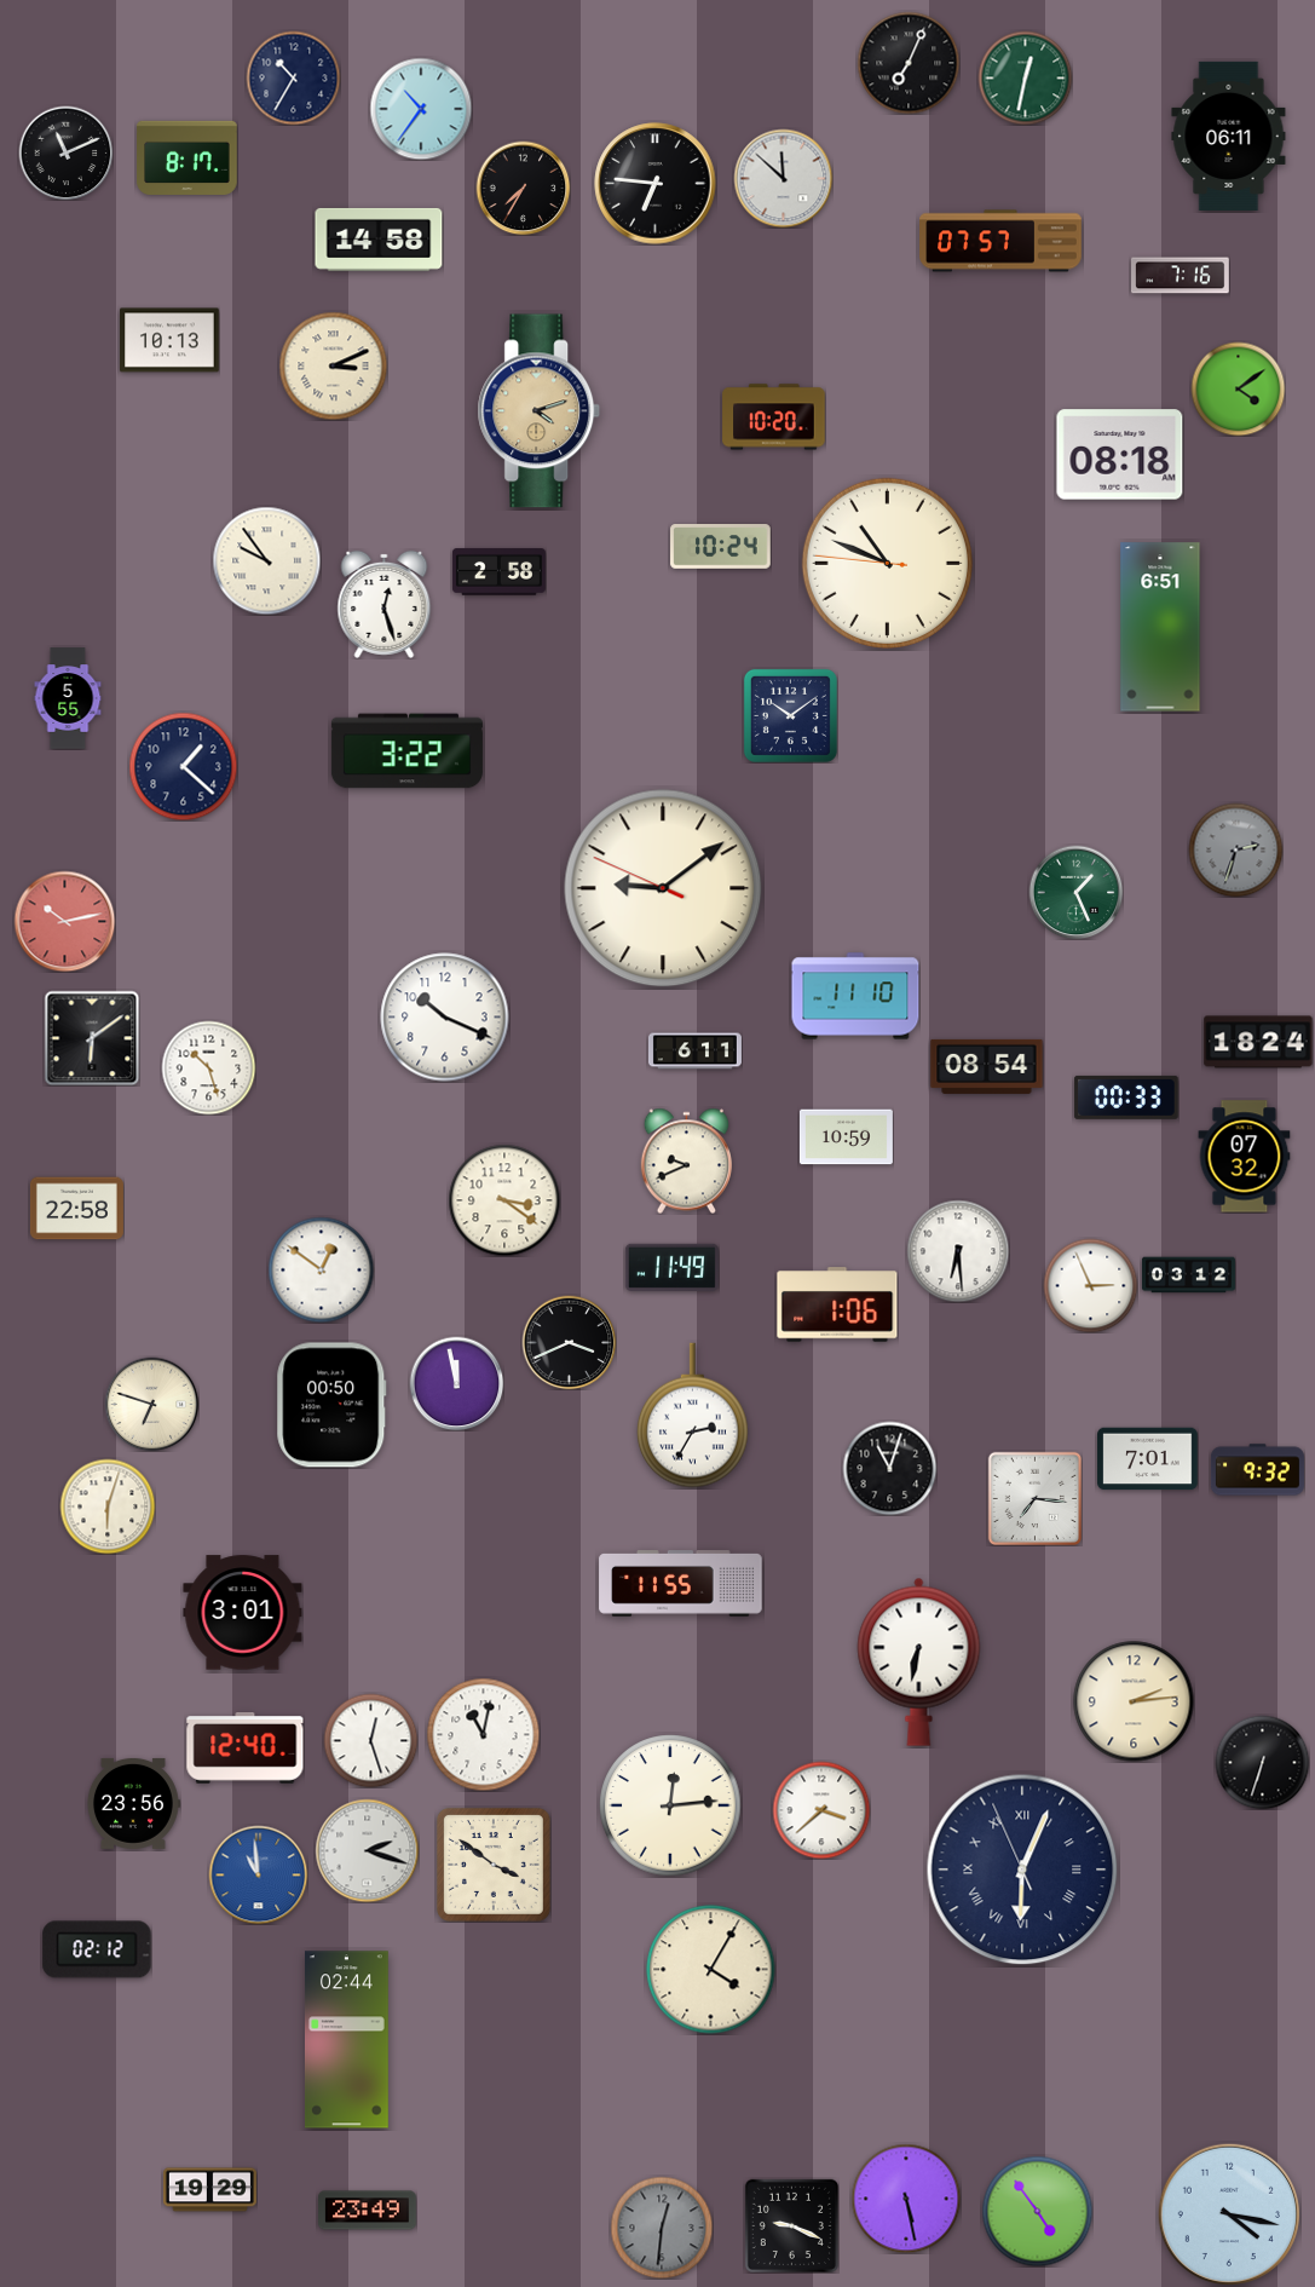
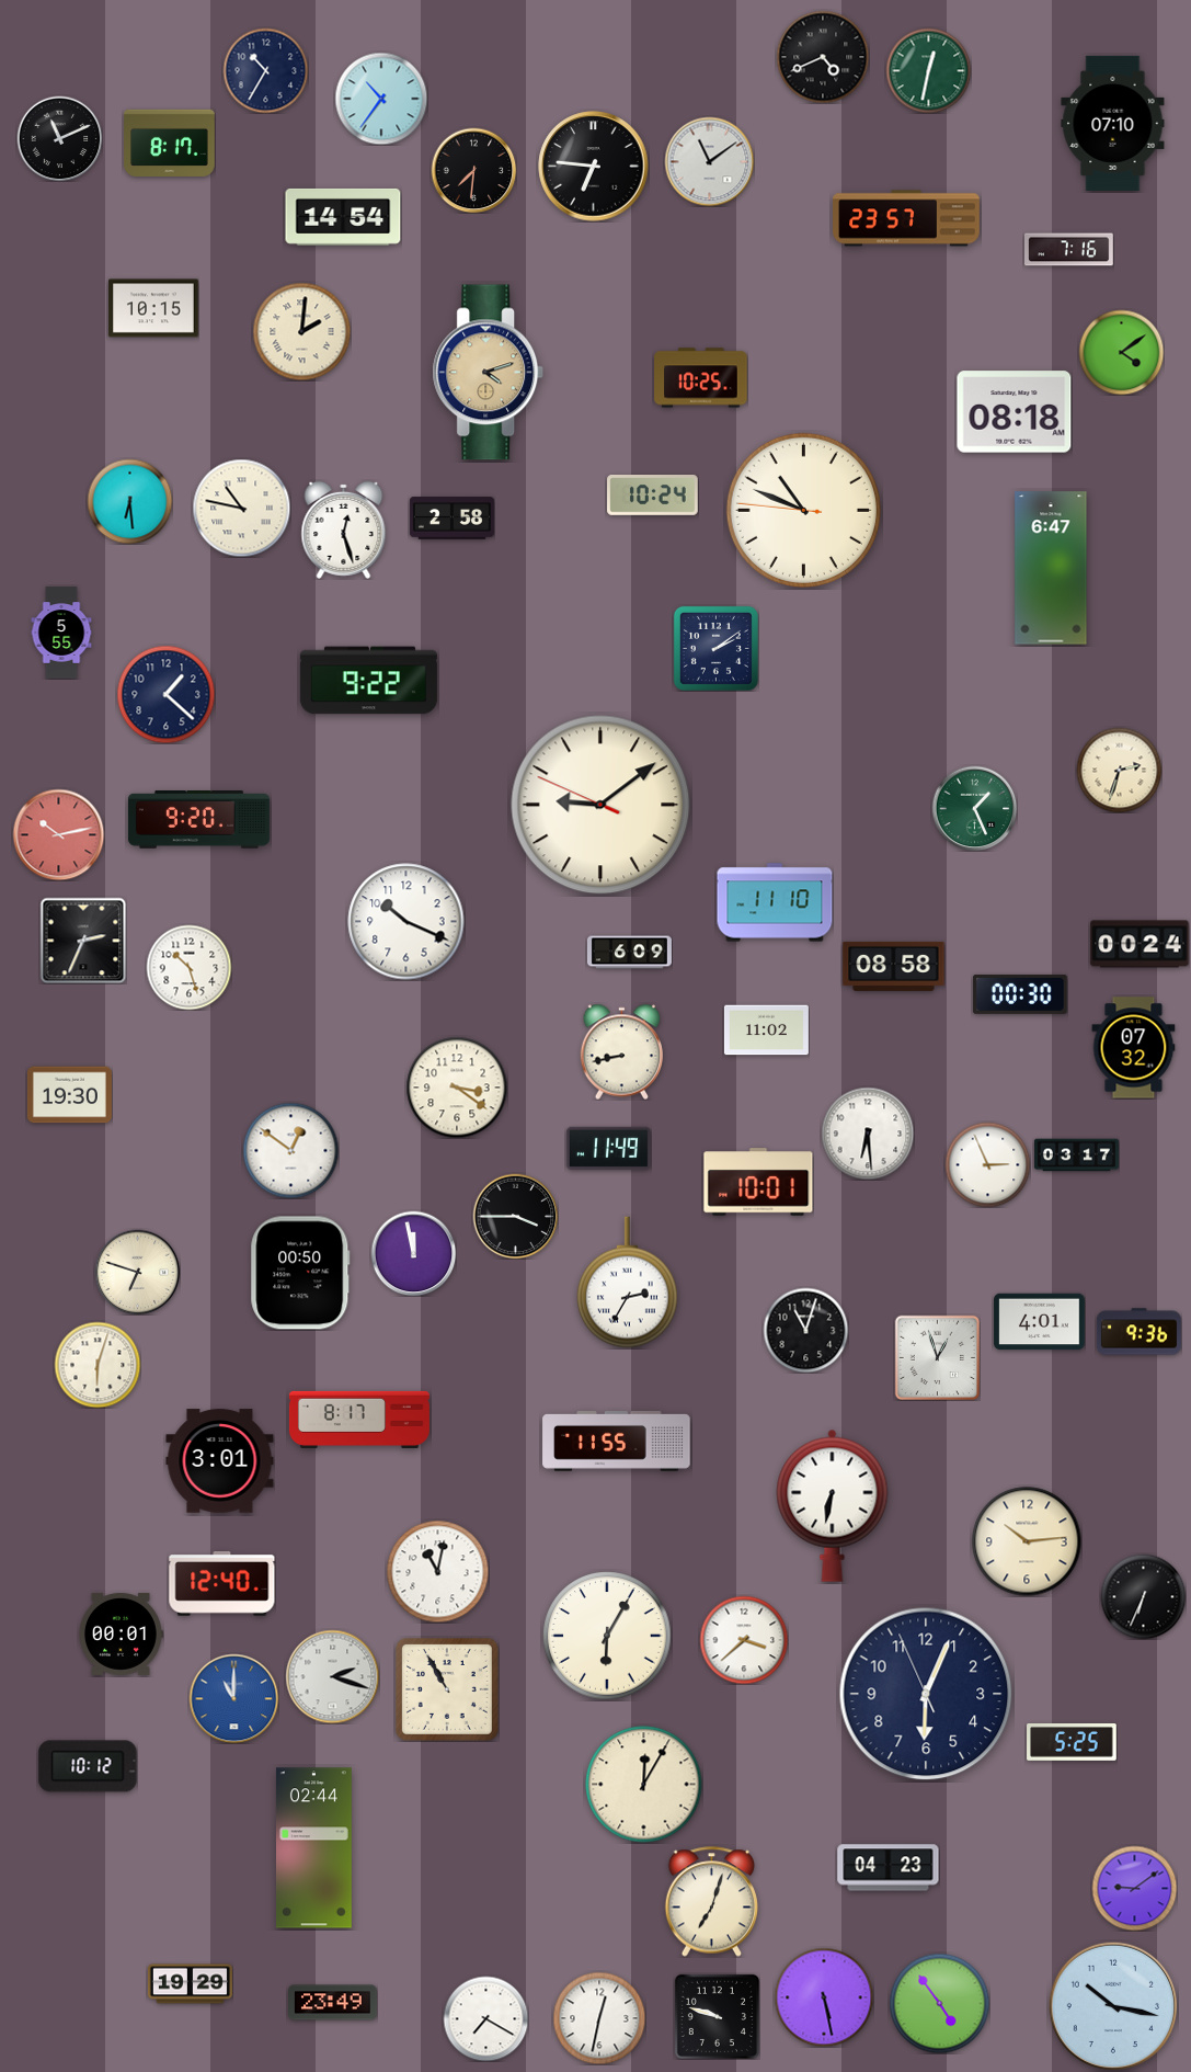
clock at (909, 63): 7:04 -> 4:41
clock at (1229, 136): 06:11 -> 07:10
clock at (783, 178): 11:52 -> 11:09
clock at (523, 188): 7:35 -> 7:31
clock at (379, 240): 14:58 -> 14:54
clock at (1000, 241): 07:57 -> 23:57
clock at (169, 340): 10:13 -> 10:15
clock at (333, 365): 3:11 -> 2:01
clock at (774, 417): 10:20 -> 10:25
clock at (129, 501): none -> 6:29
clock at (266, 560): 9:54 -> 10:47
clock at (385, 604) position: (385, 604) -> (344, 530)
clock at (1160, 627): 6:51 -> 6:47
clock at (790, 715): 10:09 -> 2:09
clock at (406, 751): 3:22 -> 9:22
clock at (1235, 849) dial: grey -> cream
clock at (198, 820): none -> 9:20
clock at (445, 1018) position: (445, 1018) -> (406, 922)
clock at (92, 1038): 6:09 -> 2:34
clock at (1258, 1042): 18:24 -> 00:24
clock at (694, 1052): 6:11 -> 6:09
clock at (987, 1066): 08:54 -> 08:58
clock at (1126, 1098): 00:33 -> 00:30
clock at (846, 1137): 10:59 -> 11:02
clock at (1245, 1157) position: (1245, 1157) -> (1134, 1048)
clock at (687, 1160): 9:41 -> 8:43
clock at (76, 1209): 22:58 -> 19:30
clock at (1188, 1275): 03:12 -> 03:17
clock at (837, 1304): 1:06 -> 10:01
clock at (569, 1342): 3:41 -> 3:45
clock at (1148, 1459): 7:01 -> 4:01
clock at (1257, 1470): 9:32 -> 9:36
clock at (1034, 1498): 7:16 -> 12:57
clock at (359, 1420): none -> 8:17
clock at (681, 1584) position: (681, 1584) -> (617, 1442)
clock at (1134, 1701): 2:14 -> 10:14
clock at (370, 1740): 12:27 -> none
clock at (1262, 1762): 6:33 -> 6:34
clock at (134, 1803): 23:56 -> 00:01
clock at (670, 1805): 12:14 -> 6:05
clock at (494, 1865): 3:51 -> 10:55
clock at (1022, 1870) numerals: Roman -> Arabic
clock at (258, 1874): 10:59 -> 11:00
clock at (1072, 1743): none -> 5:25
clock at (97, 1949): 02:12 -> 10:12
clock at (711, 1970): 4:05 -> 12:05
clock at (889, 1868): none -> 04:23
clock at (1134, 1888): none -> 9:09
clock at (712, 1902): none -> 7:03
clock at (906, 2199) position: (906, 2199) -> (824, 1997)
clock at (1228, 2213): 4:17 -> 10:17
clock at (791, 2225): 9:19 -> 9:48
clock at (485, 2018): none -> 7:20
clock at (662, 2228): 12:31 -> 12:32
clock at (662, 2228) dial: grey -> white
